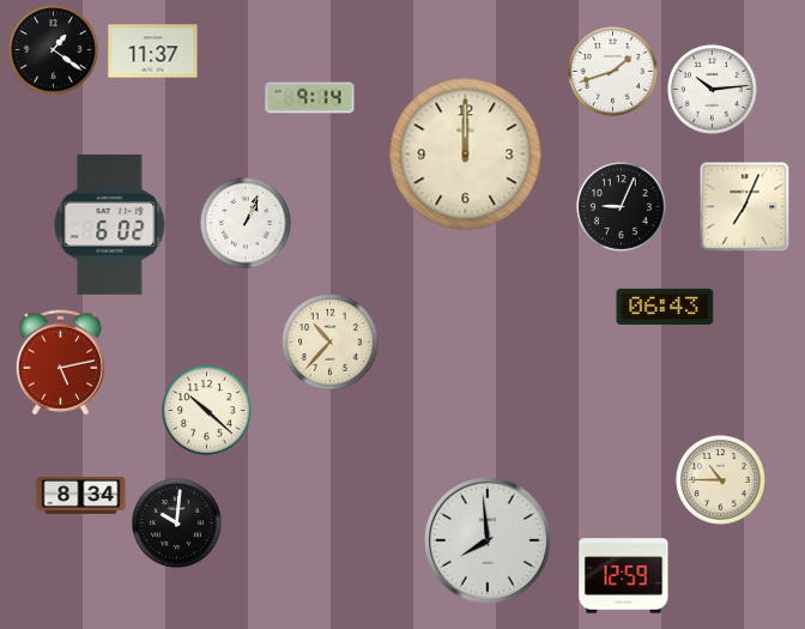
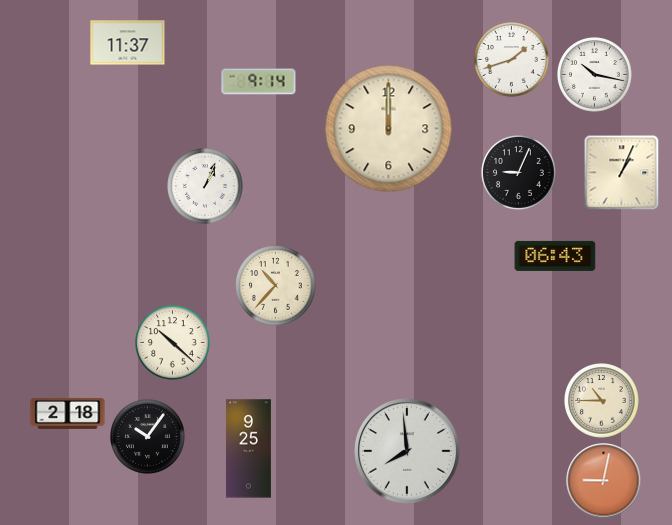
clock at (54, 50): 1:21 -> none
clock at (713, 90): 10:14 -> 10:17
clock at (745, 207): 7:04 -> 1:04
clock at (110, 224): 6:02 -> none
clock at (60, 363): 5:13 -> none
clock at (81, 495): 8:34 -> 2:18
clock at (177, 524): 10:01 -> 10:06
clock at (248, 449): none -> 9:25
clock at (624, 576): 12:59 -> none
clock at (604, 481): none -> 9:02
